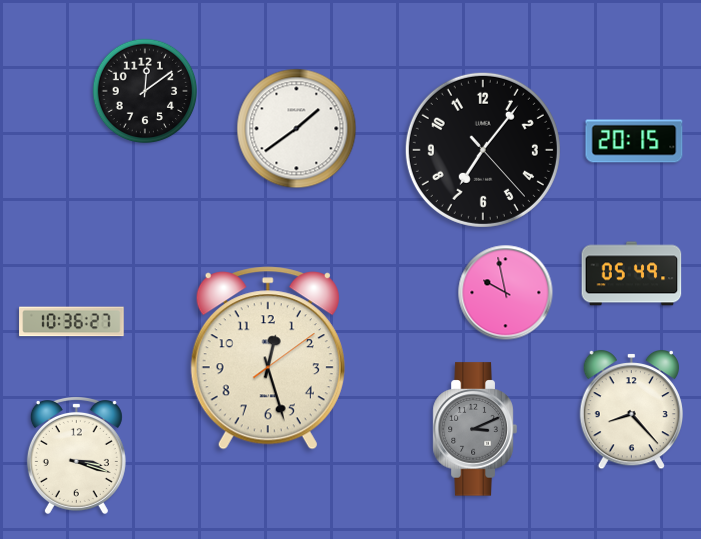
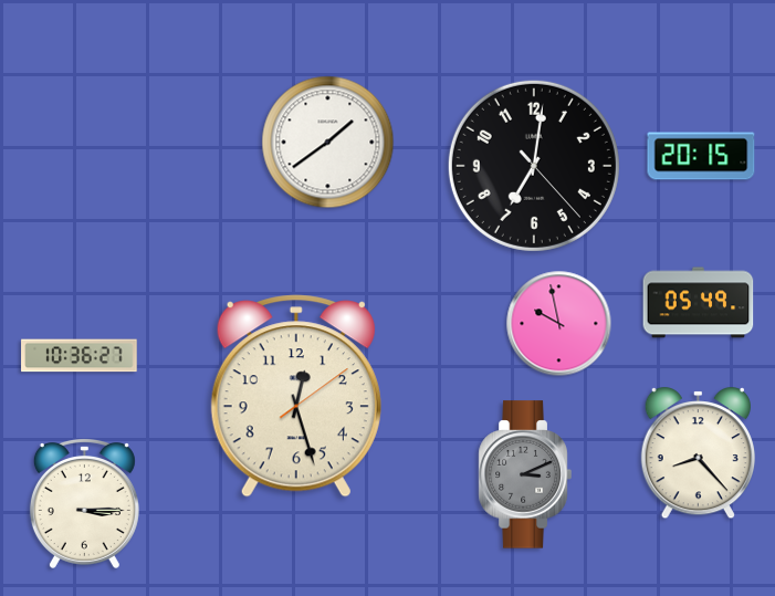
clock at (145, 91): 12:09 -> none
clock at (483, 150): 7:06 -> 7:01
clock at (76, 455): 3:18 -> 3:15
